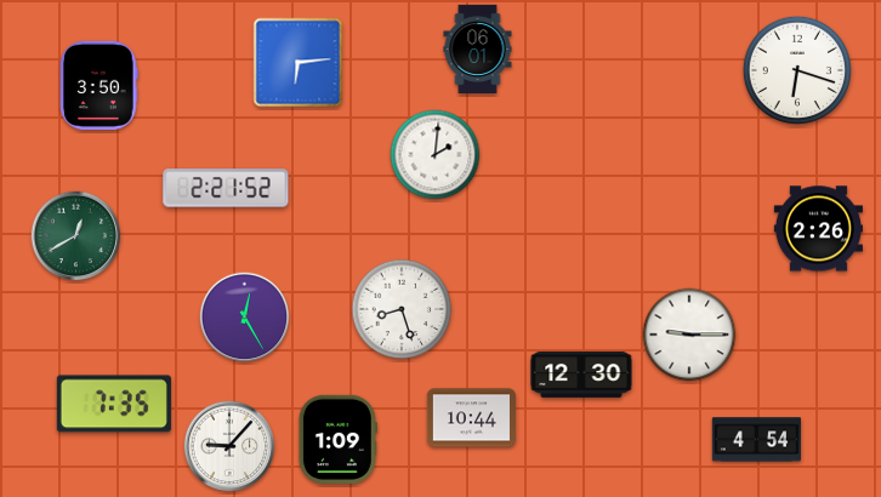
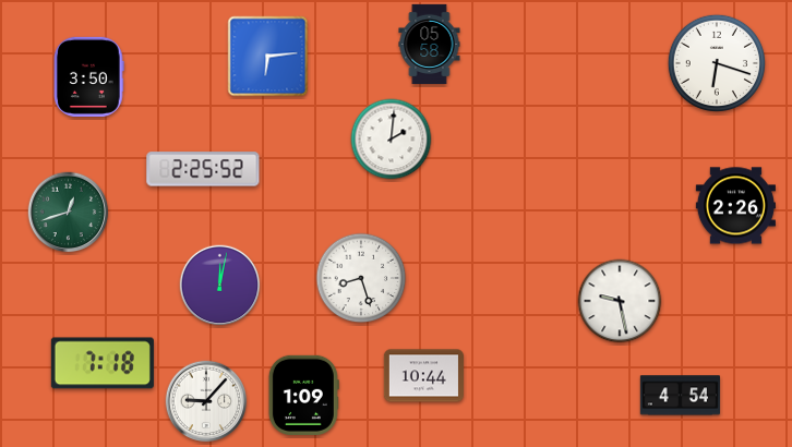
clock at (478, 48): 06:01 -> 05:58
clock at (226, 188): 2:21 -> 2:25
clock at (76, 236): 12:40 -> 12:42
clock at (245, 318): 12:25 -> 12:02
clock at (689, 335): 9:15 -> 9:28
clock at (581, 375): 12:30 -> none
clock at (114, 404): 7:35 -> 7:18
